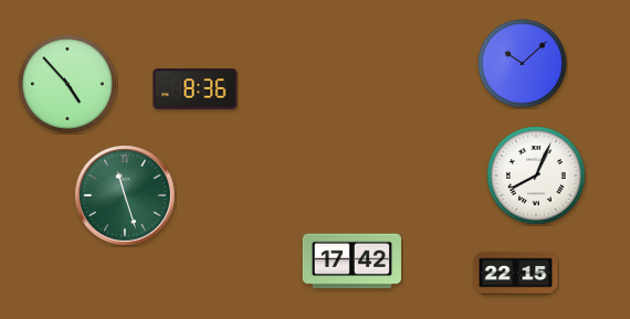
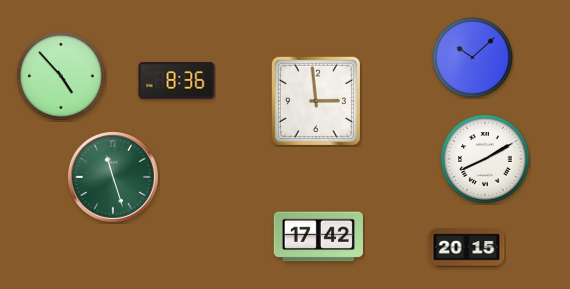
clock at (316, 101): none -> 2:59
clock at (536, 176): 8:04 -> 8:10
clock at (516, 274): 22:15 -> 20:15
